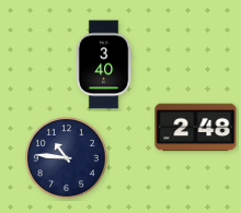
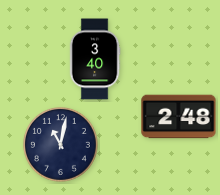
clock at (66, 157): 10:46 -> 11:02
